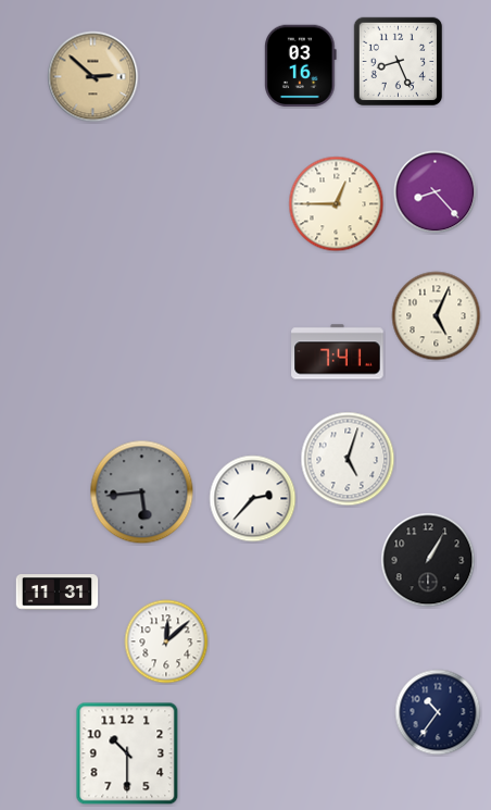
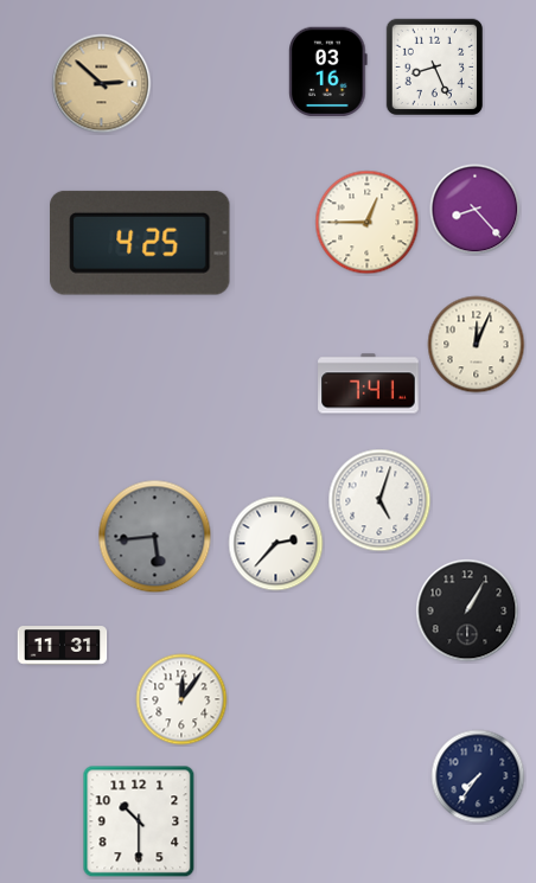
clock at (141, 243): none -> 4:25
clock at (437, 316): 5:04 -> 12:04
clock at (166, 641): 12:08 -> 12:06
clock at (438, 712): 10:36 -> 7:36
